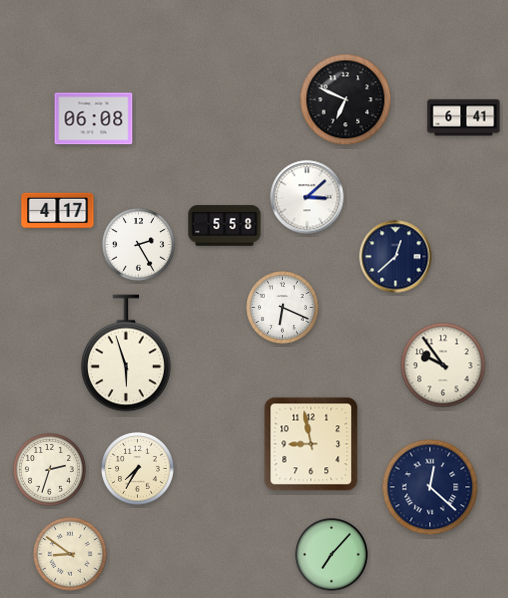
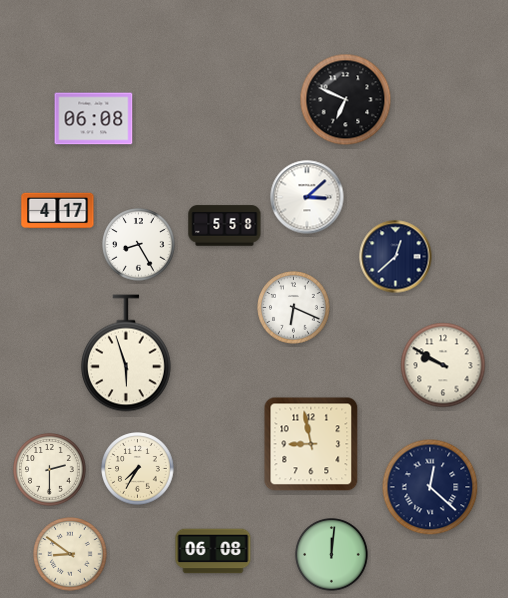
clock at (464, 118): 6:41 -> none
clock at (139, 245): 2:25 -> 8:25
clock at (283, 308) position: (283, 308) -> (294, 308)
clock at (443, 365): 9:54 -> 9:50
clock at (50, 470): 2:33 -> 2:30
clock at (213, 551): none -> 06:08
clock at (332, 555): 7:07 -> 12:01
